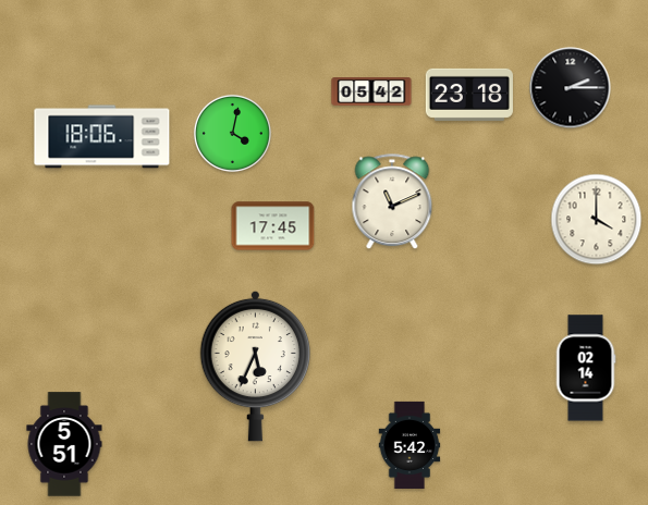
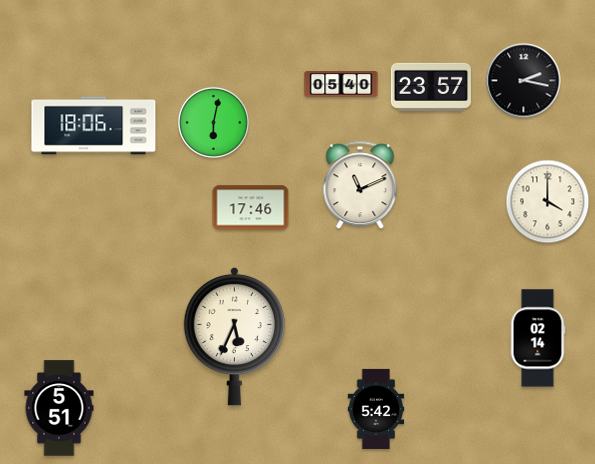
clock at (571, 88): 2:15 -> 2:17
clock at (371, 91): 05:42 -> 05:40
clock at (469, 95): 23:18 -> 23:57
clock at (232, 133): 4:02 -> 6:02
clock at (273, 226): 17:45 -> 17:46
